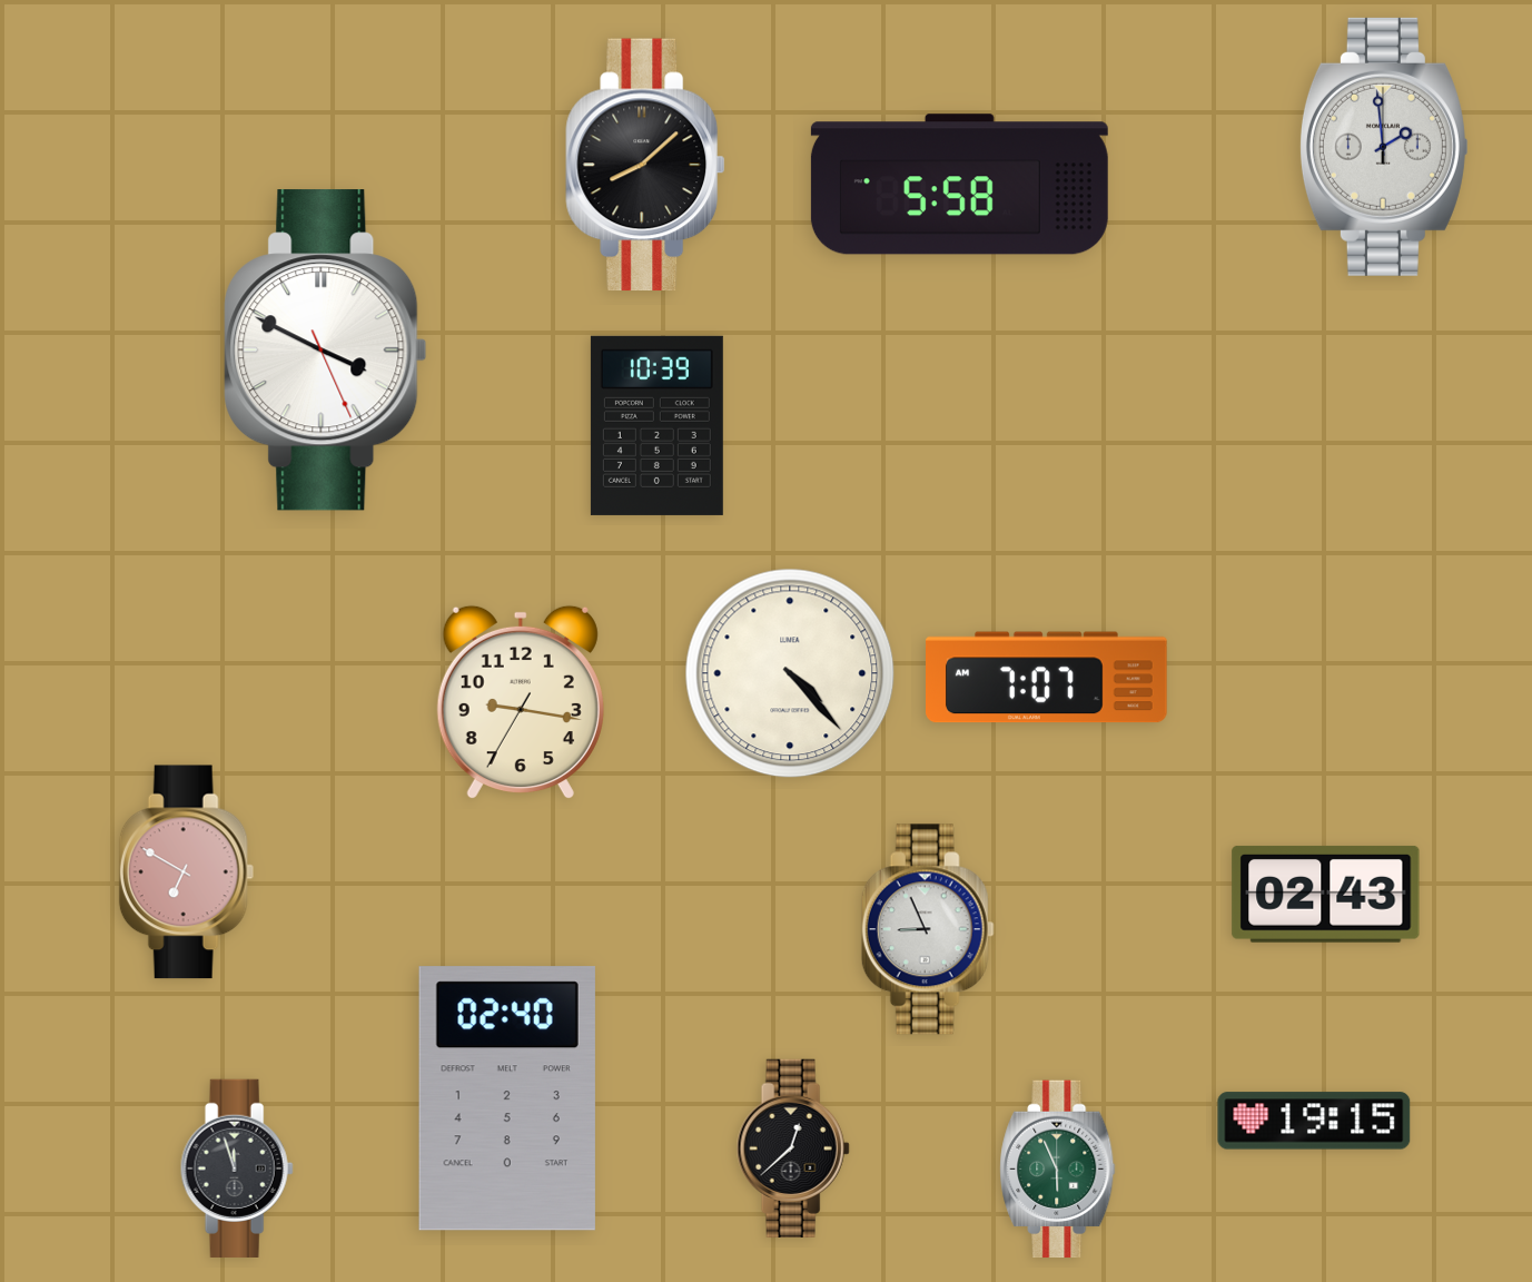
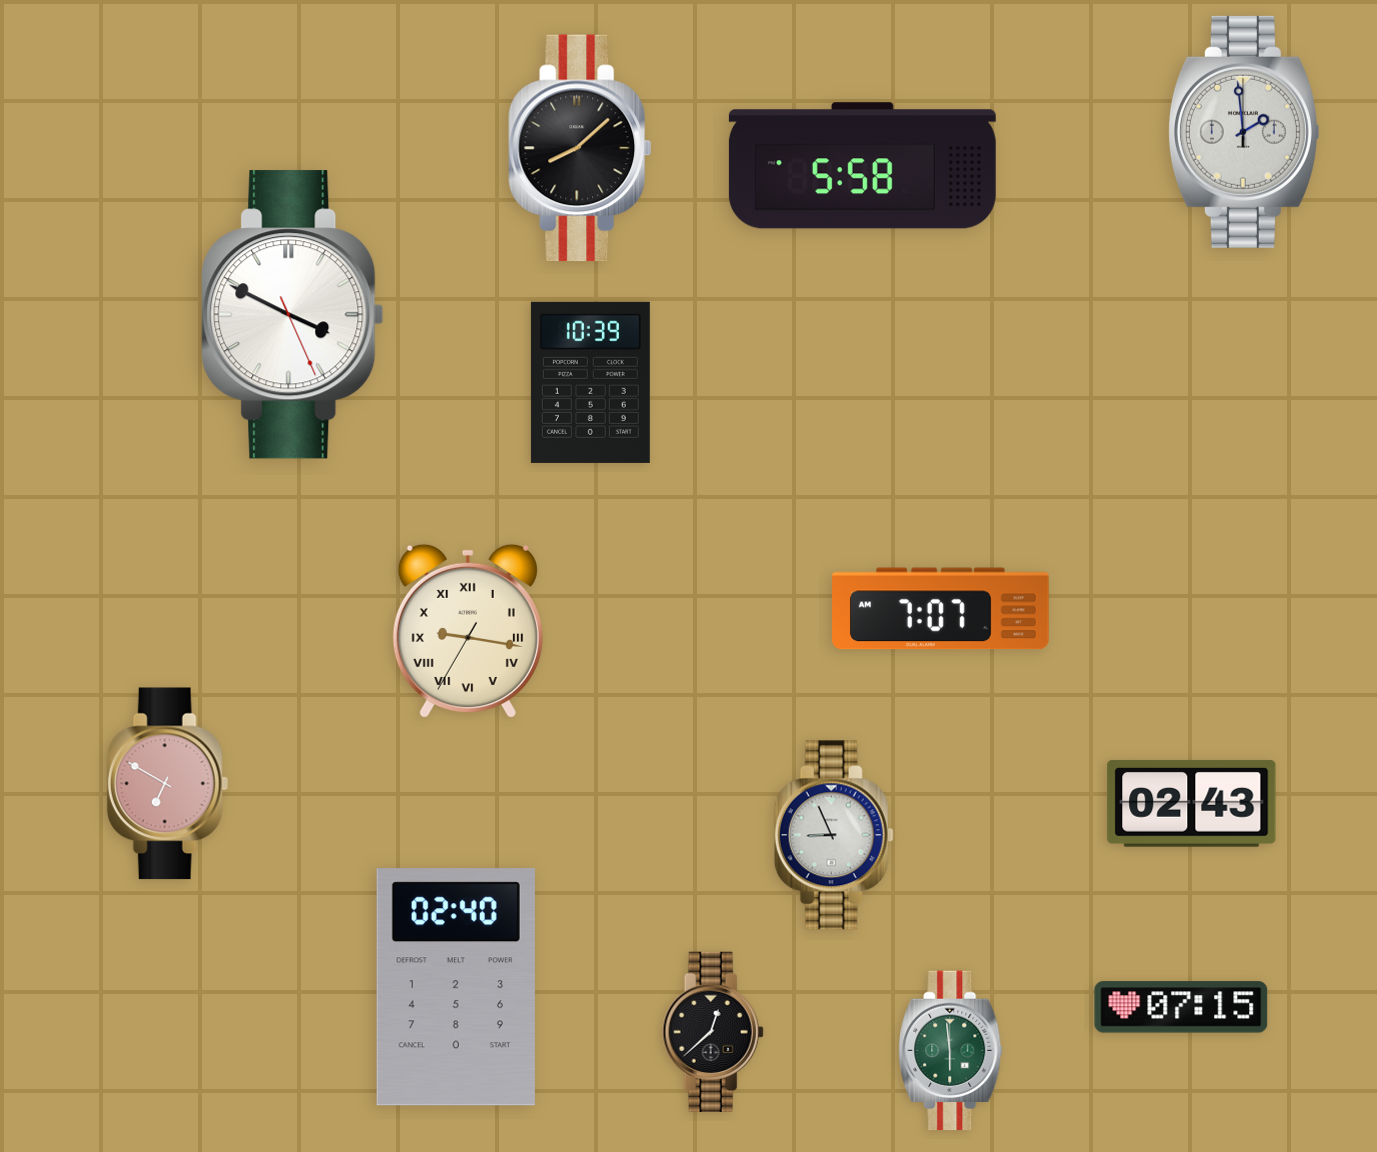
clock at (790, 673): 4:23 -> none
clock at (521, 702) numerals: Arabic -> Roman
clock at (1314, 1121): 19:15 -> 07:15
clock at (237, 1168): 11:57 -> none
clock at (1058, 1170): 5:56 -> 5:59
